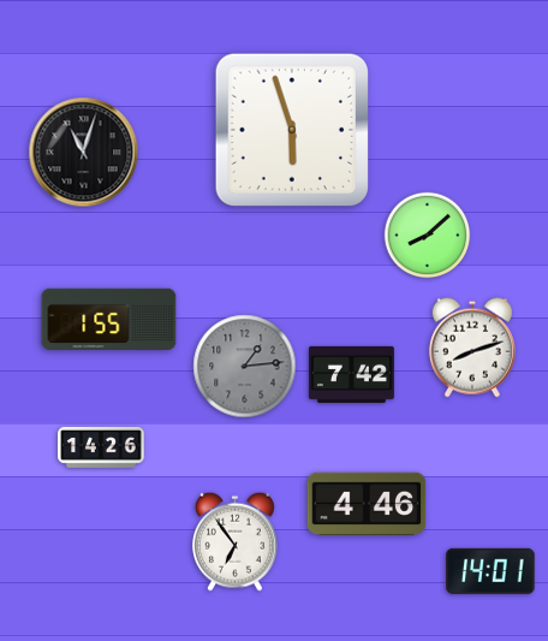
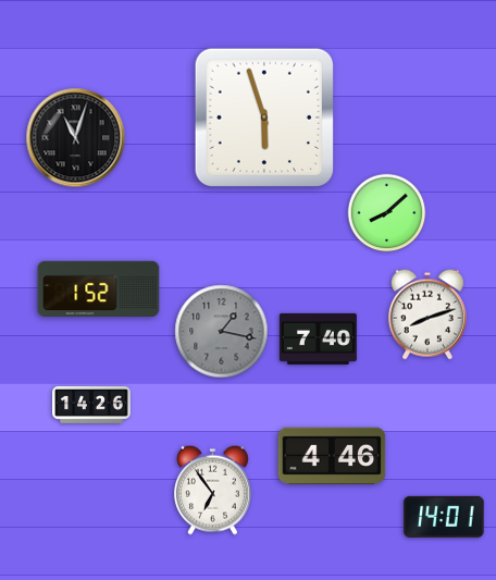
clock at (109, 320): 1:55 -> 1:52
clock at (245, 367): 1:14 -> 1:17
clock at (351, 374): 7:42 -> 7:40
